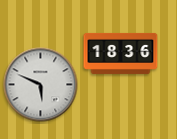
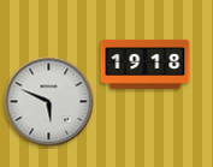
clock at (121, 53): 18:36 -> 19:18
